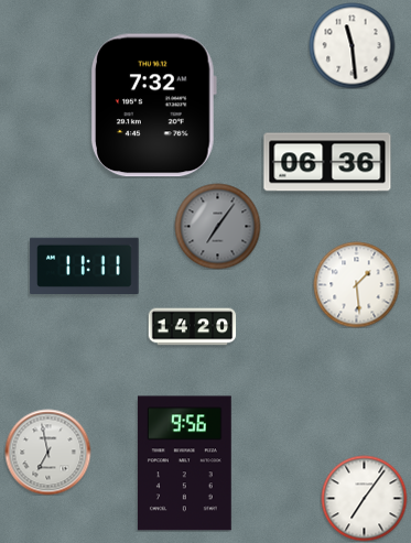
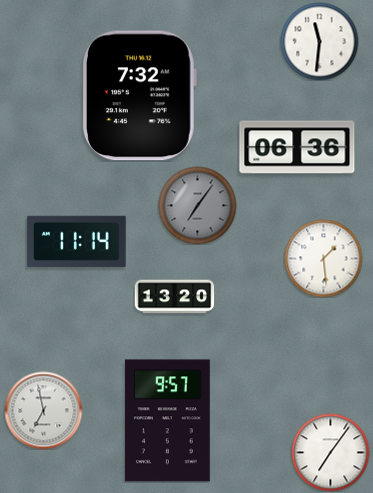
clock at (351, 45): 11:29 -> 11:31
clock at (85, 265): 11:11 -> 11:14
clock at (192, 327): 14:20 -> 13:20
clock at (184, 464): 9:56 -> 9:57
